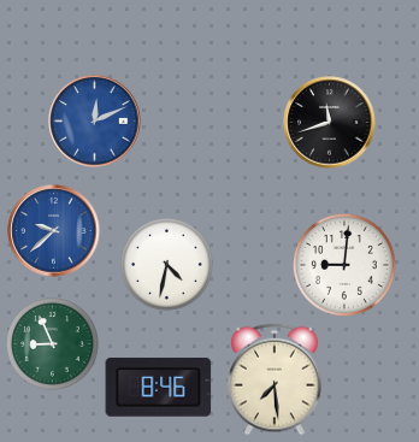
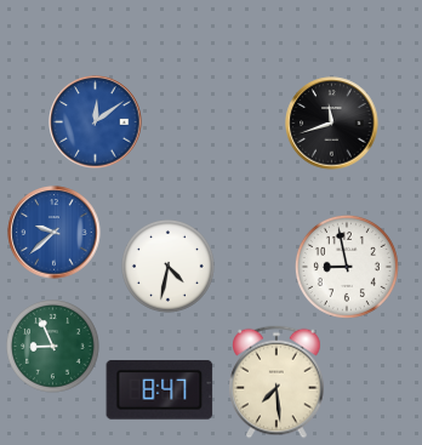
clock at (95, 122): 12:11 -> 12:09
clock at (344, 265): 9:01 -> 8:58
clock at (159, 387): 8:46 -> 8:47
